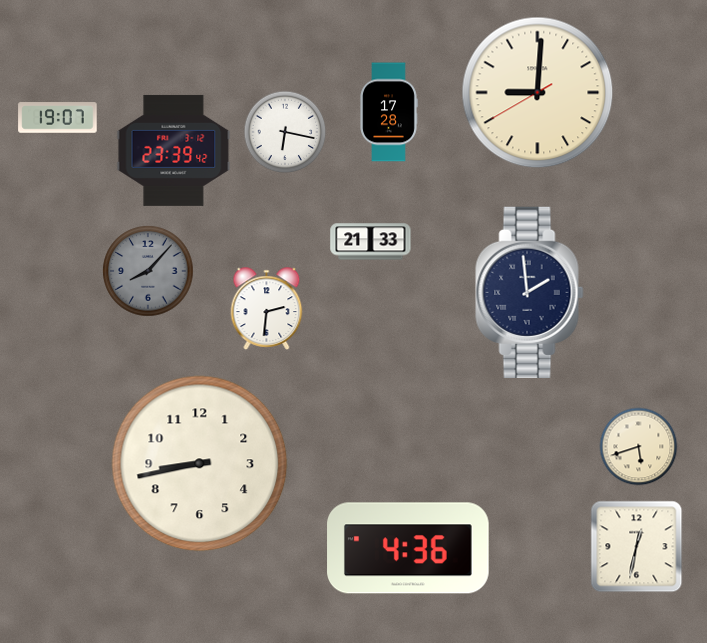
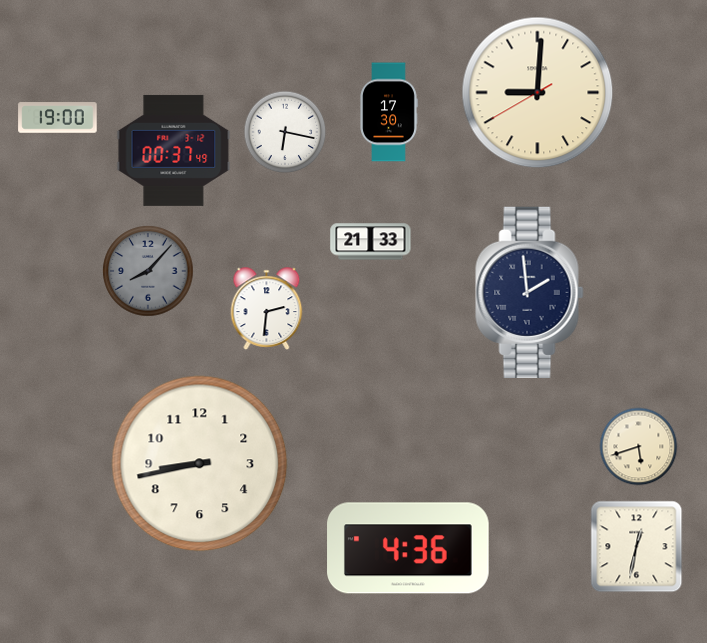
clock at (389, 112): 17:28 -> 17:30
clock at (58, 118): 19:07 -> 19:00
clock at (174, 150): 23:39 -> 00:37
